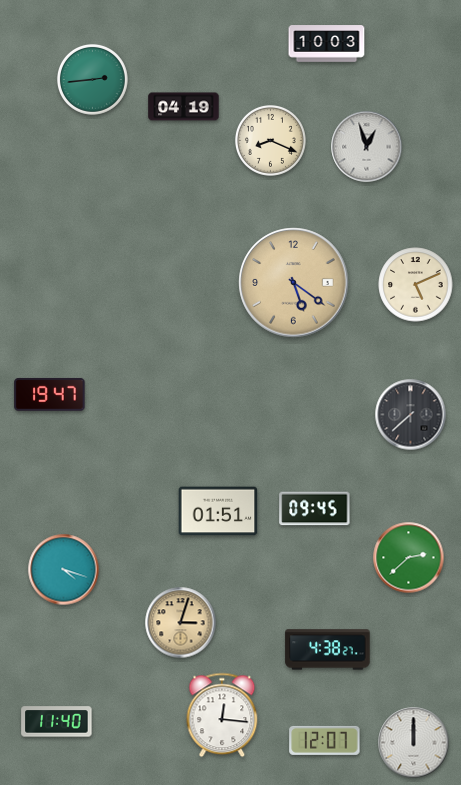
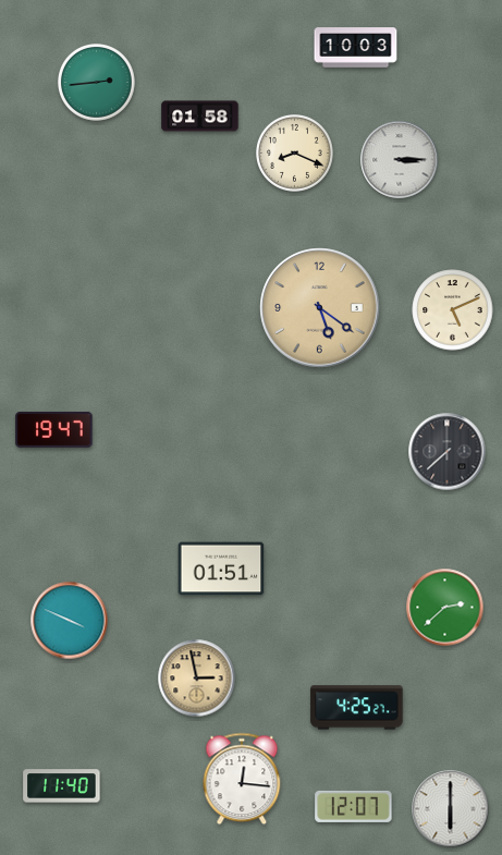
clock at (92, 79) position: (92, 79) -> (96, 82)
clock at (184, 107): 04:19 -> 01:58
clock at (367, 147): 12:57 -> 3:15
clock at (315, 509): 09:45 -> none
clock at (218, 511) position: (218, 511) -> (221, 569)
clock at (64, 570): 4:18 -> 3:49
clock at (181, 623): 3:03 -> 2:58
clock at (328, 650): 4:38 -> 4:25
clock at (414, 743): 12:00 -> 6:00
